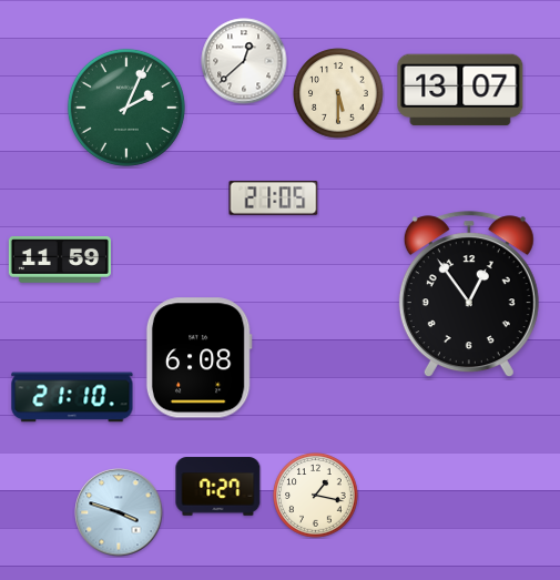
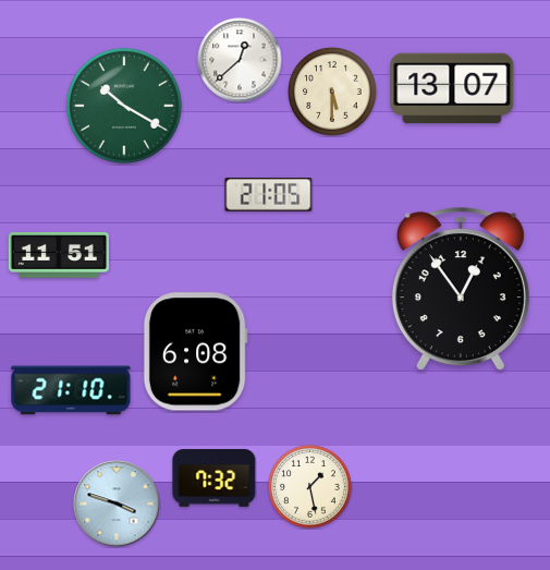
clock at (126, 108): 2:04 -> 10:20
clock at (60, 260): 11:59 -> 11:51
clock at (218, 487): 7:27 -> 7:32
clock at (316, 496): 1:17 -> 1:28
